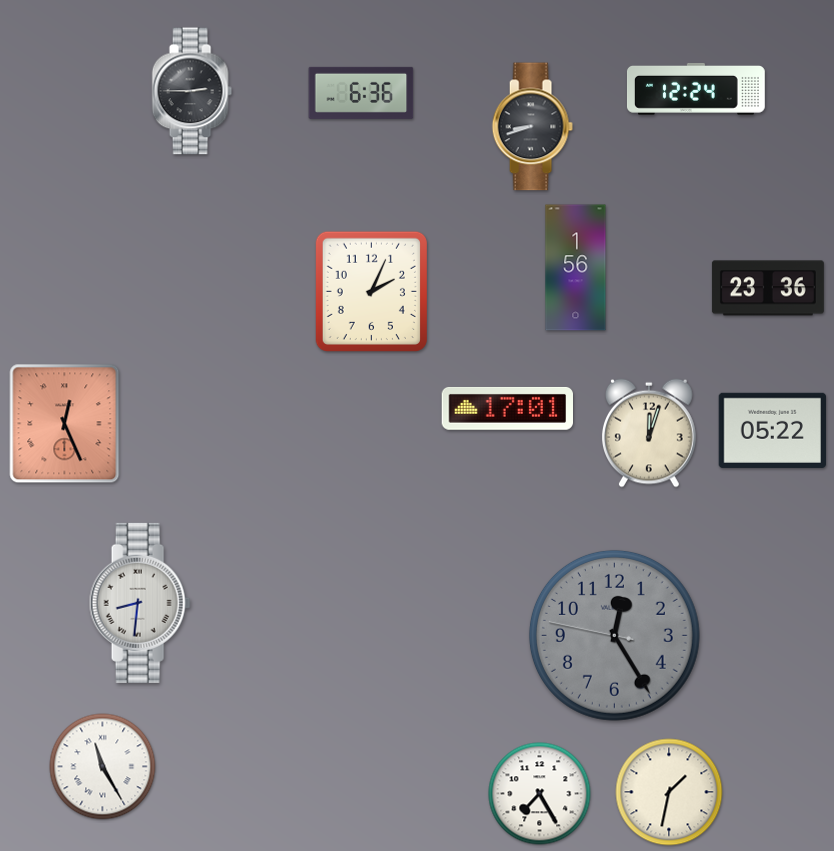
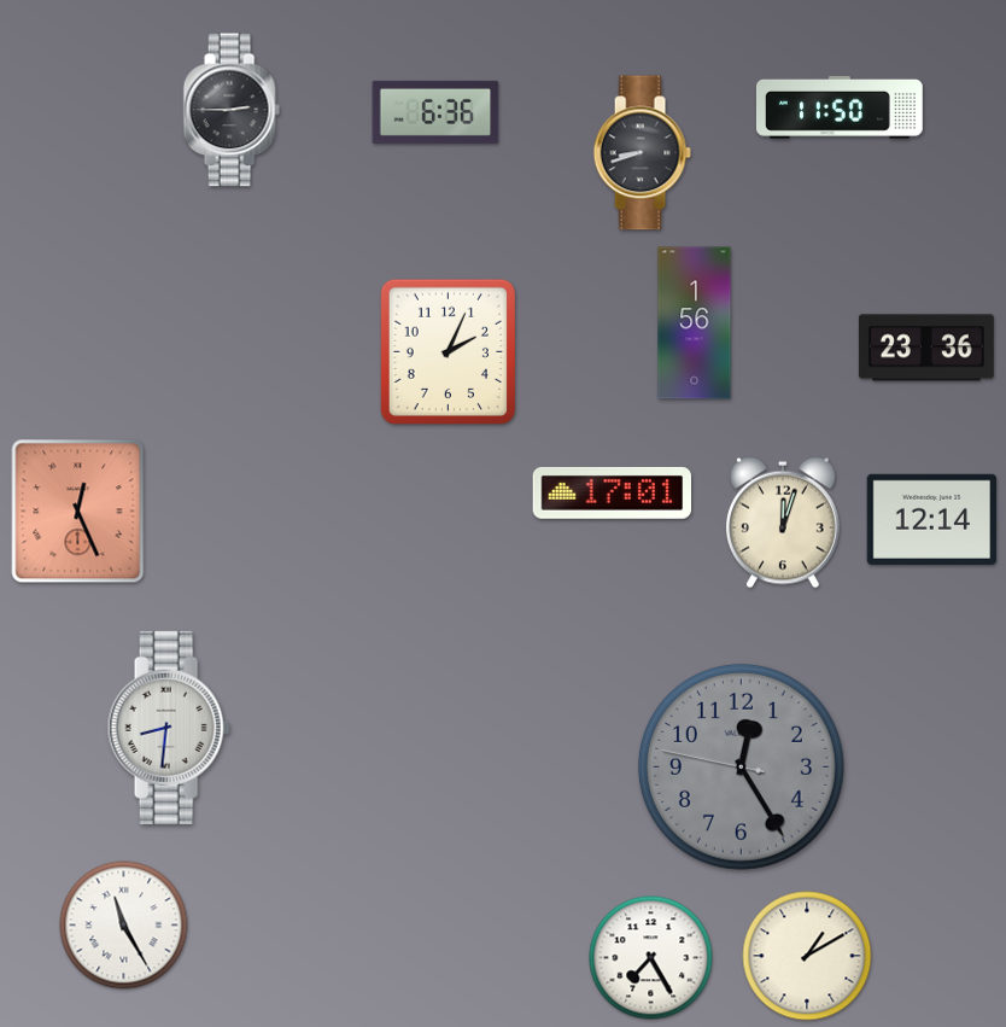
clock at (696, 89): 12:24 -> 11:50
clock at (772, 430): 05:22 -> 12:14
clock at (669, 792): 1:32 -> 1:10
